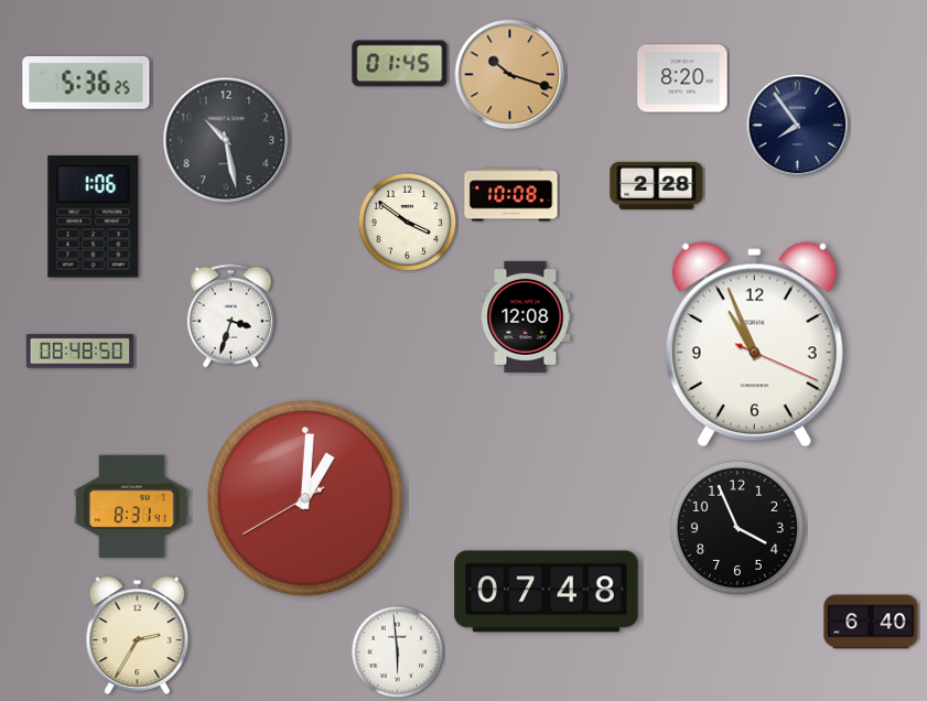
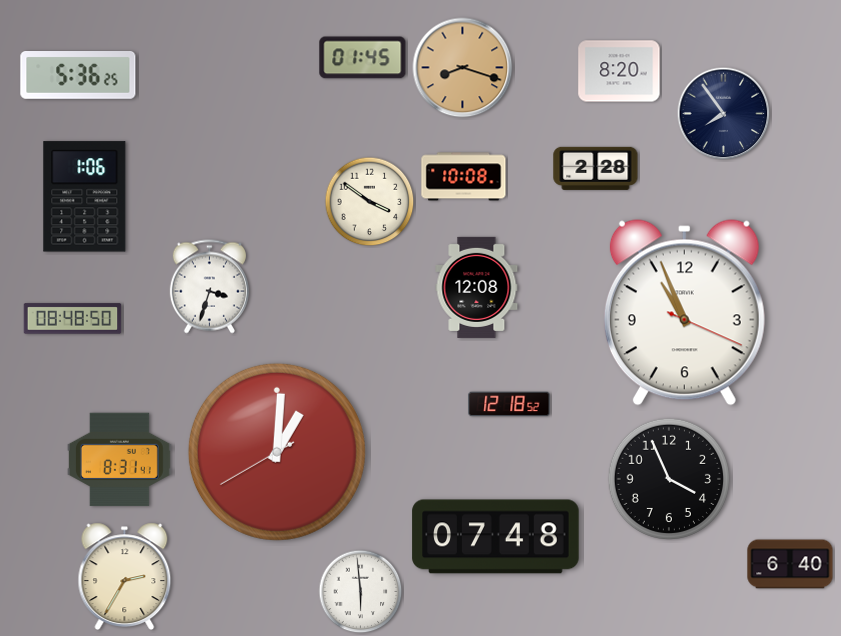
clock at (510, 75): 10:18 -> 8:18
clock at (226, 140): 10:28 -> none
clock at (509, 404): none -> 12:18
